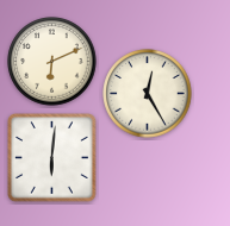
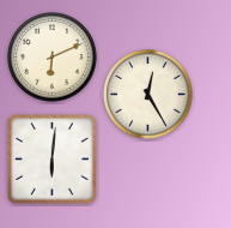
clock at (52, 62) position: (52, 62) -> (53, 58)
